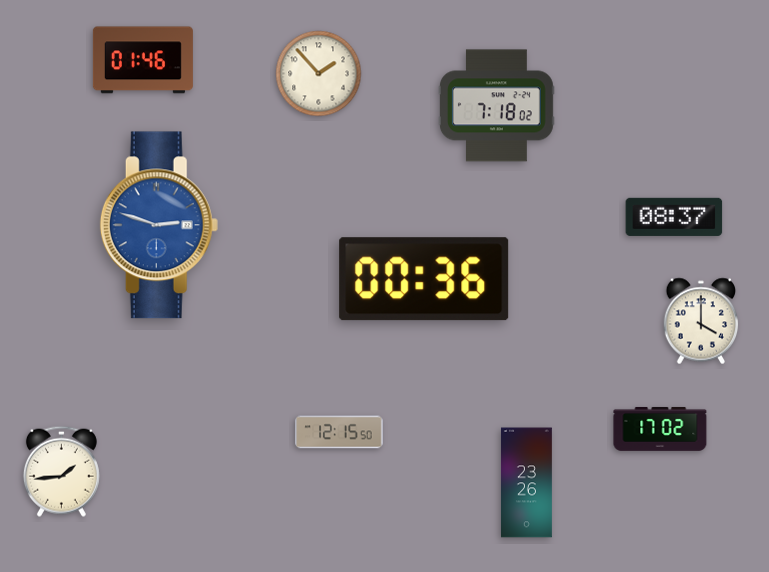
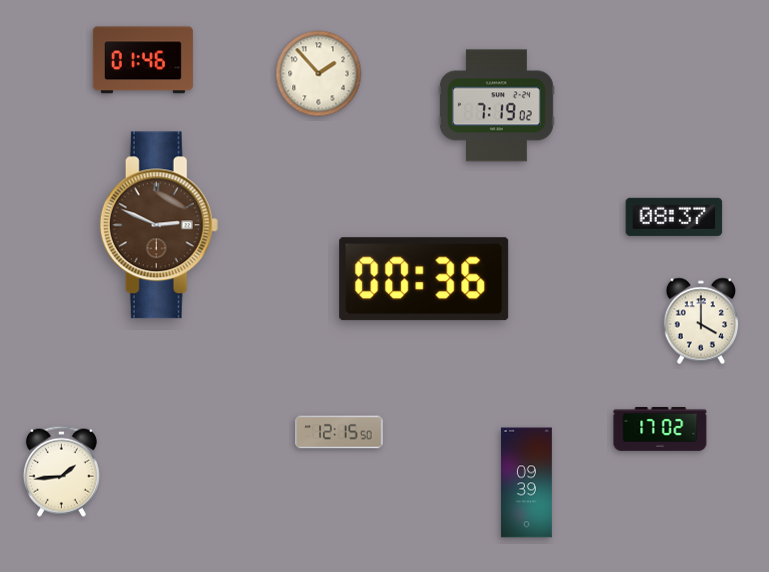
clock at (496, 106): 7:18 -> 7:19
clock at (159, 225): 2:48 -> 2:49
clock at (159, 225) dial: blue -> brown
clock at (526, 483): 23:26 -> 09:39
